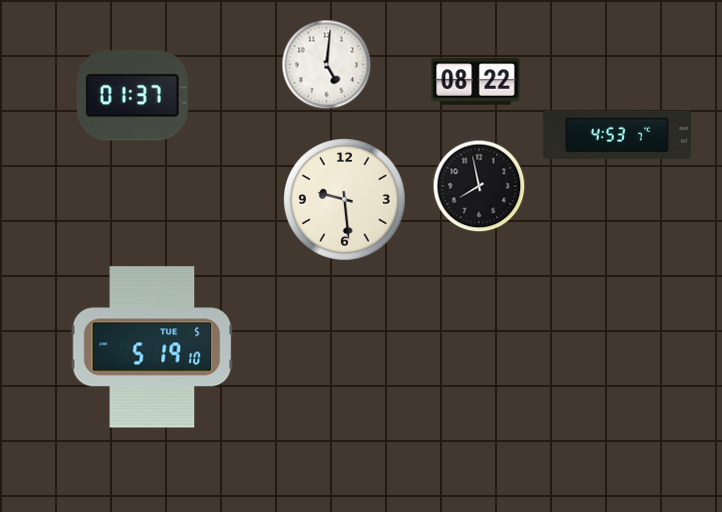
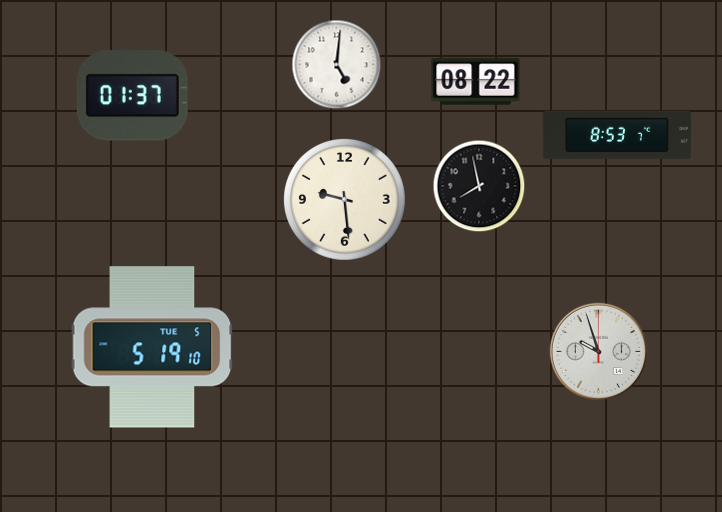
clock at (327, 65) position: (327, 65) -> (337, 65)
clock at (617, 135): 4:53 -> 8:53
clock at (598, 351): none -> 9:57
